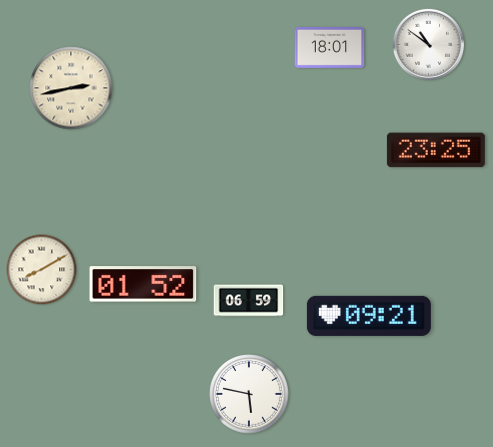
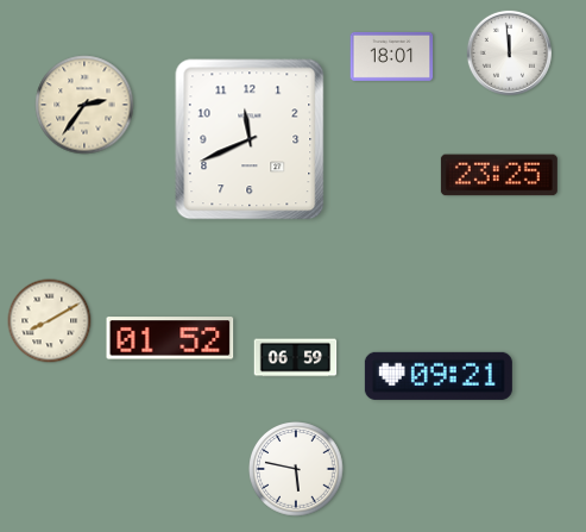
clock at (428, 44): 10:51 -> 11:59
clock at (71, 88): 2:43 -> 2:36
clock at (250, 139): none -> 11:41
clock at (436, 150) position: (436, 150) -> (499, 175)
